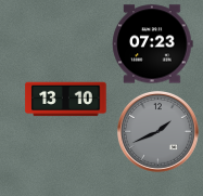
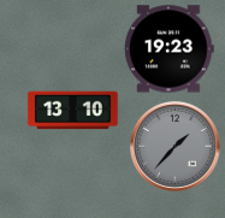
clock at (153, 44): 07:23 -> 19:23
clock at (157, 131): 1:41 -> 1:37
